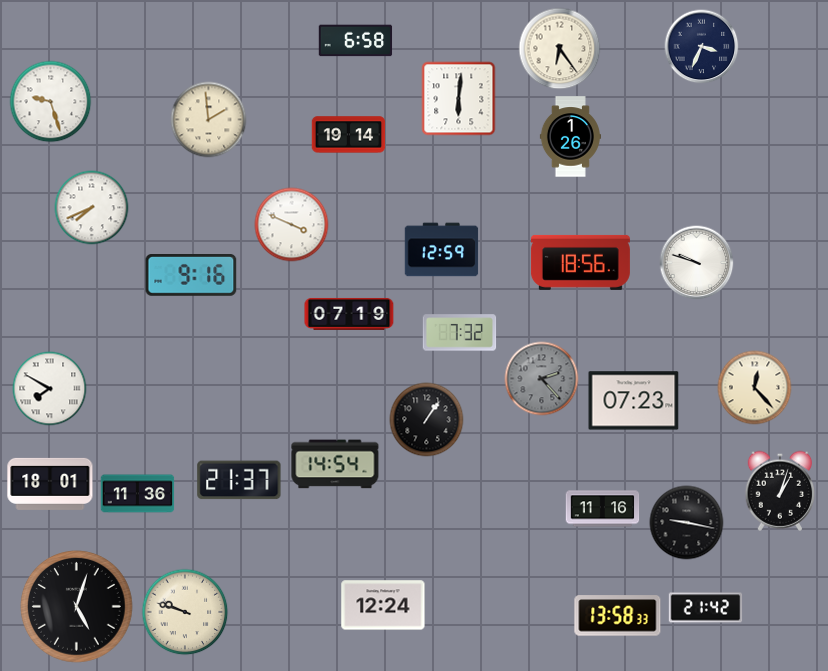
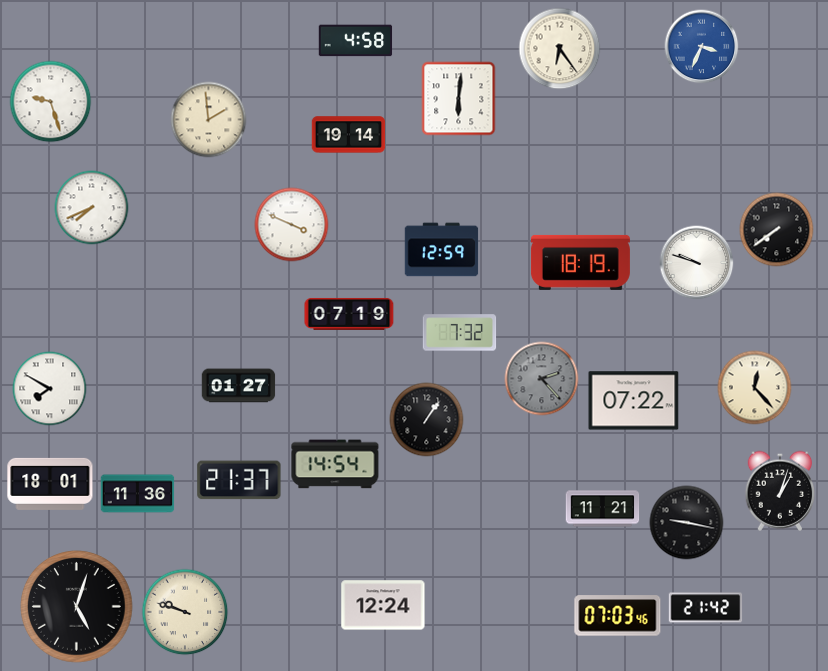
clock at (356, 41): 6:58 -> 4:58
clock at (702, 47) dial: navy -> blue
clock at (570, 137): 1:26 -> none
clock at (777, 230): none -> 7:39
clock at (580, 262): 18:56 -> 18:19
clock at (191, 276): 9:16 -> none
clock at (239, 386): none -> 01:27
clock at (634, 401): 07:23 -> 07:22
clock at (603, 509): 11:16 -> 11:21
clock at (618, 616): 13:58 -> 07:03
